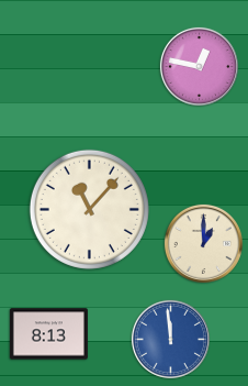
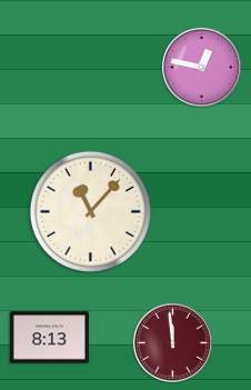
clock at (203, 243): 1:00 -> none
clock at (170, 339) dial: blue -> burgundy
